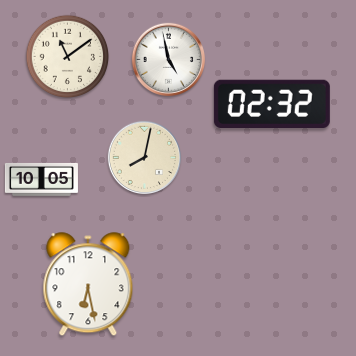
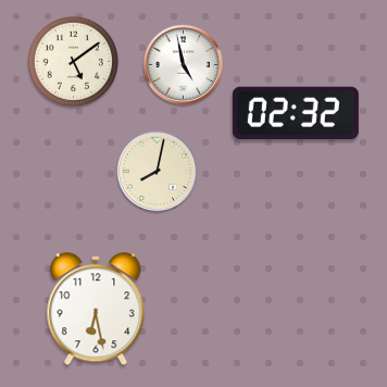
clock at (68, 57): 11:09 -> 5:09
clock at (41, 179): 10:05 -> none
